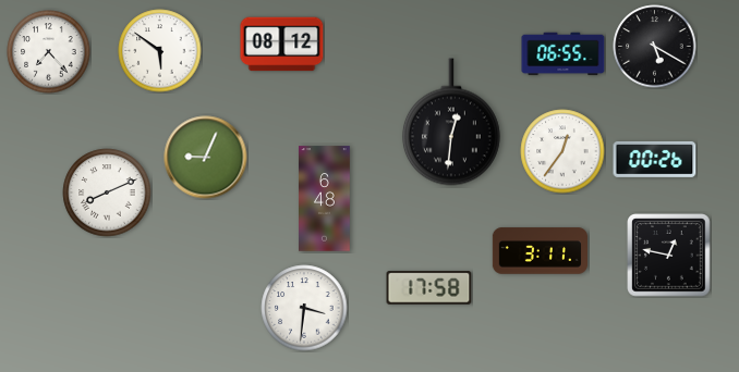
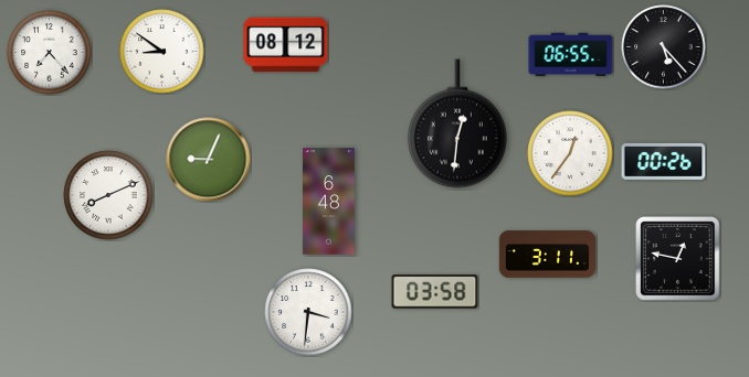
clock at (655, 47): 5:20 -> 5:23
clock at (160, 51): 5:51 -> 8:51
clock at (429, 288): 17:58 -> 03:58
